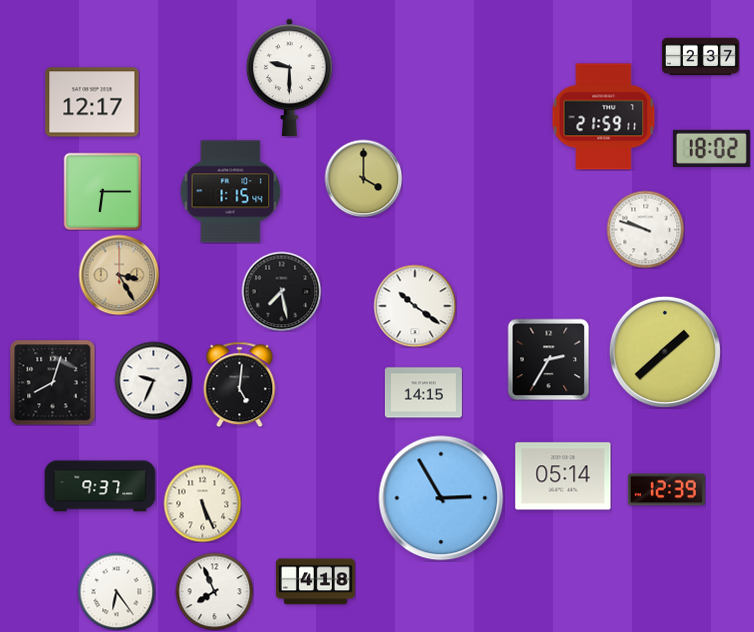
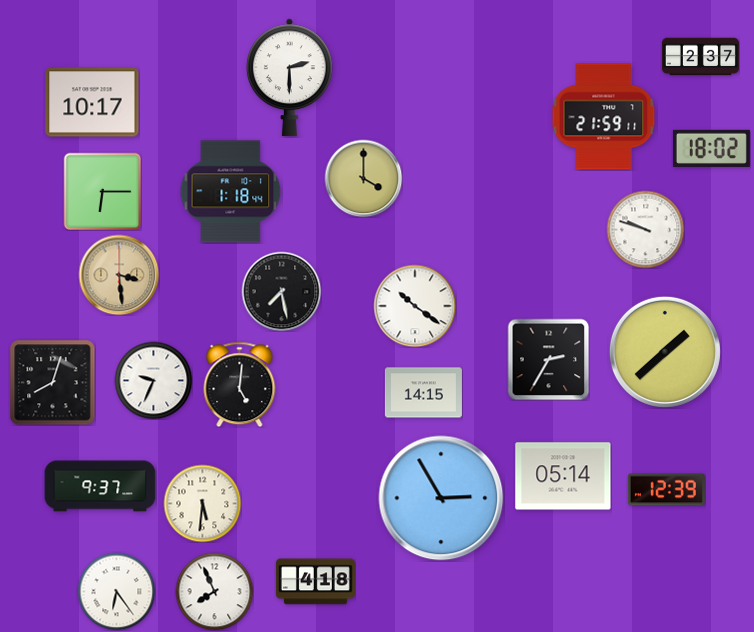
clock at (289, 78): 9:30 -> 2:30
clock at (92, 102): 12:17 -> 10:17
clock at (231, 192): 1:15 -> 1:18
clock at (119, 275): 3:25 -> 3:29
clock at (202, 503): 5:26 -> 5:31
